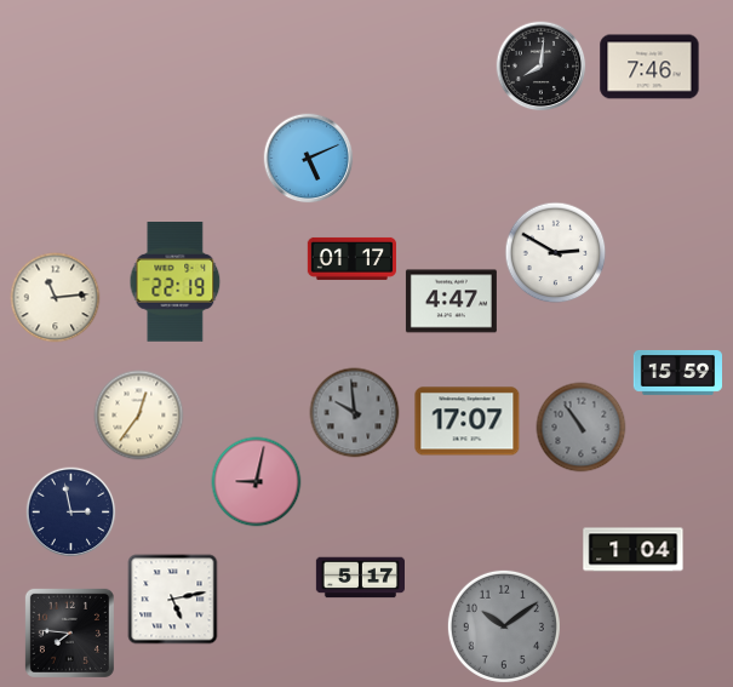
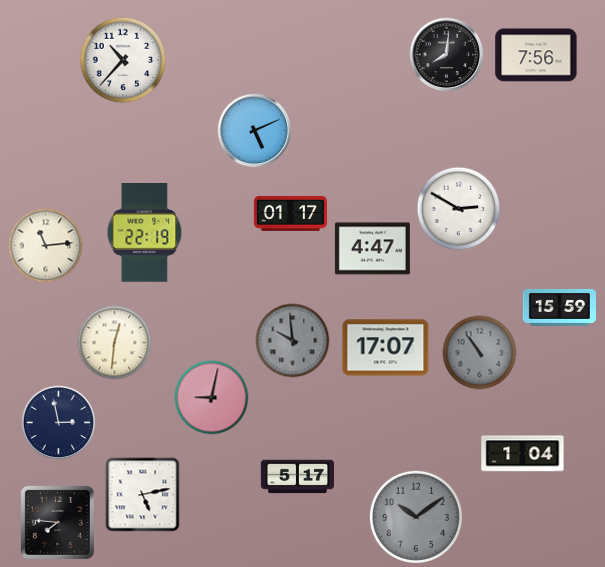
clock at (649, 67): 7:46 -> 7:56
clock at (123, 60): none -> 10:37
clock at (139, 416): 12:36 -> 12:31
